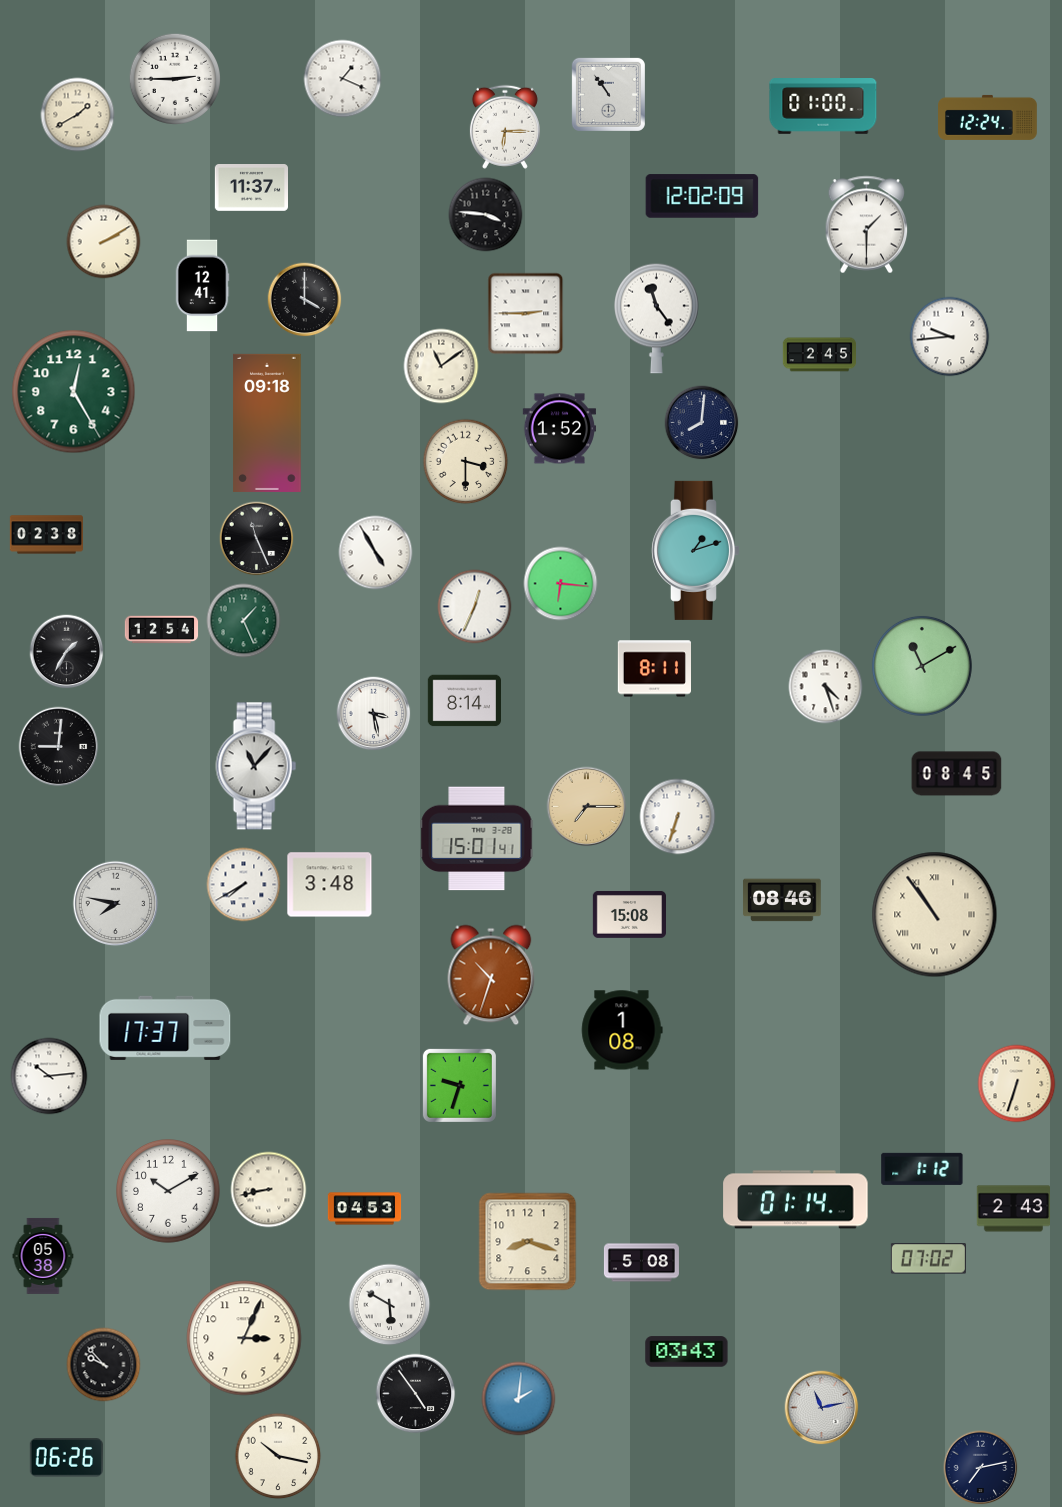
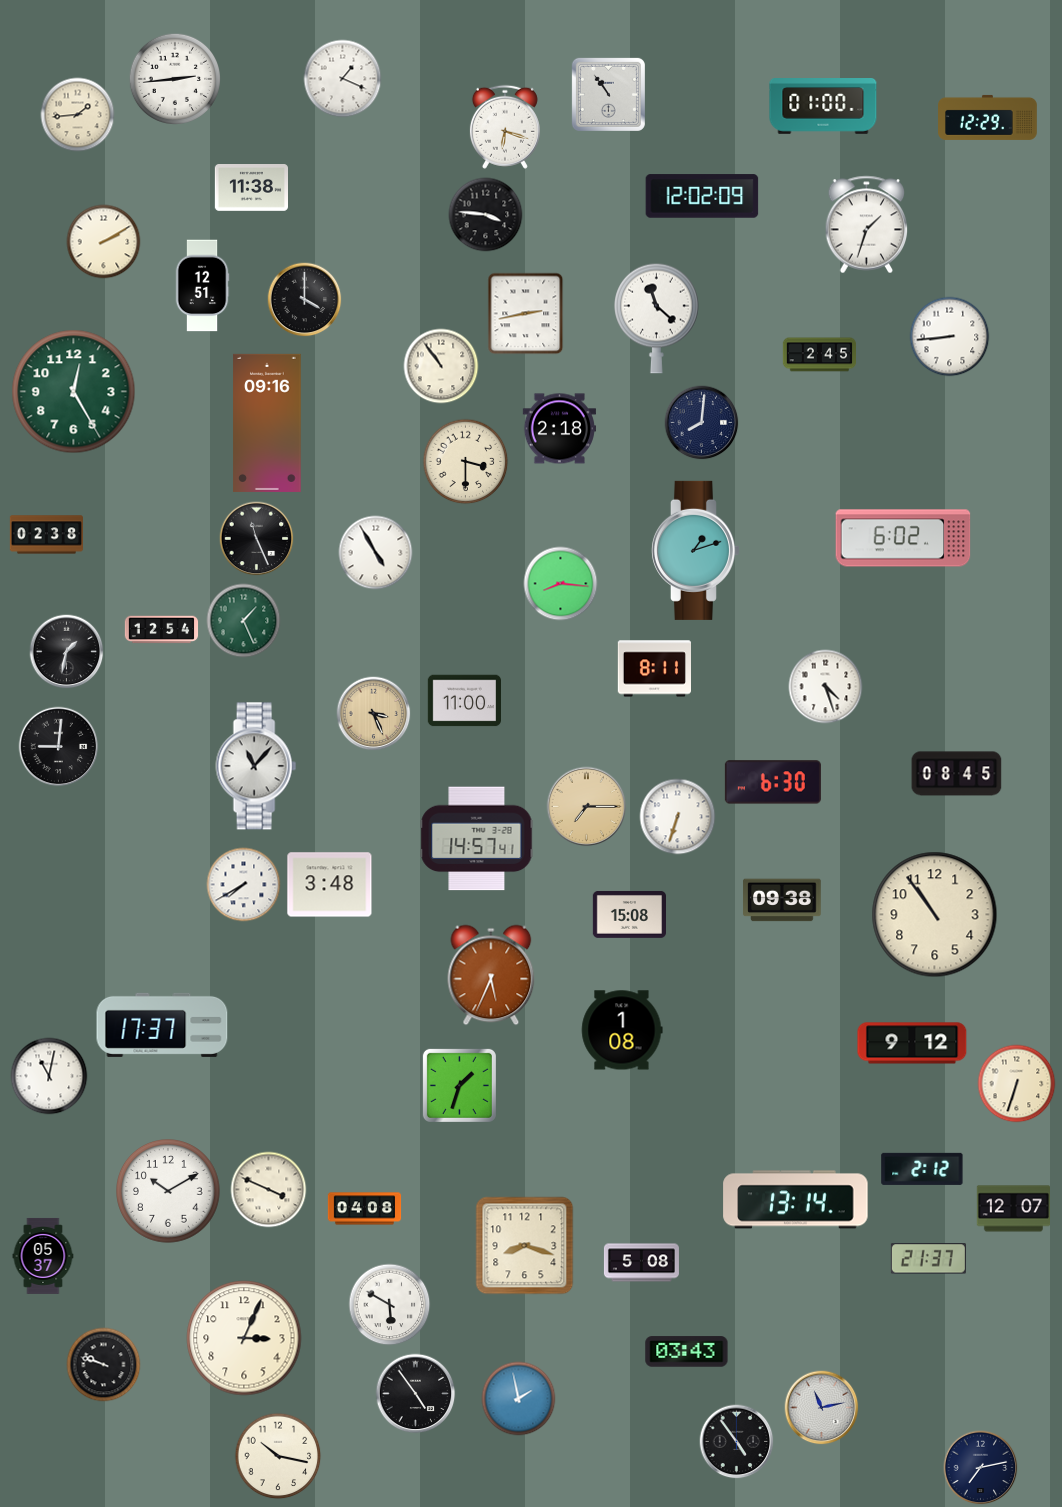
clock at (174, 78): 2:45 -> 2:44
clock at (78, 115): 1:40 -> 1:44
clock at (988, 117): 12:24 -> 12:29
clock at (505, 127): 6:15 -> 6:18
clock at (251, 188): 11:37 -> 11:38
clock at (867, 225): 1:30 -> 1:33
clock at (202, 286): 12:41 -> 12:51
clock at (526, 314): 2:45 -> 2:43
clock at (657, 318): 11:24 -> 11:22
clock at (950, 337): 9:44 -> 8:44
clock at (441, 366): 11:09 -> 10:54
clock at (267, 423): 09:18 -> 09:16
clock at (559, 429): 1:52 -> 2:18
clock at (903, 538): none -> 6:02
clock at (561, 584): 6:16 -> 8:16
clock at (475, 607): 12:34 -> none
clock at (67, 652): 1:35 -> 1:32
clock at (922, 666): 11:10 -> none
clock at (464, 701): 8:14 -> 11:00
clock at (374, 714): 3:28 -> 3:26
clock at (374, 714) dial: white -> champagne
clock at (773, 782): none -> 6:30
clock at (477, 839): 15:01 -> 14:57
clock at (782, 900): 08:46 -> 09:38
clock at (116, 904): 7:47 -> none
clock at (935, 915) numerals: Roman -> Arabic
clock at (491, 975): 10:33 -> 5:34
clock at (165, 1028) position: (165, 1028) -> (162, 1025)
clock at (912, 1043): none -> 9:12
clock at (49, 1076): 10:14 -> 11:02
clock at (459, 1085): 9:33 -> 1:33
clock at (922, 1169): 1:12 -> 2:12
clock at (269, 1190): 8:43 -> 3:49
clock at (796, 1200): 01:14 -> 13:14
clock at (365, 1209): 04:53 -> 04:08
clock at (1013, 1209): 2:43 -> 12:07
clock at (528, 1242) position: (528, 1242) -> (525, 1246)
clock at (43, 1256): 05:38 -> 05:37
clock at (928, 1259): 07:02 -> 21:37
clock at (104, 1365): 9:53 -> 9:48
clock at (519, 1399): 2:01 -> 1:58
clock at (737, 1442): none -> 4:54
clock at (66, 1458): 06:26 -> none
